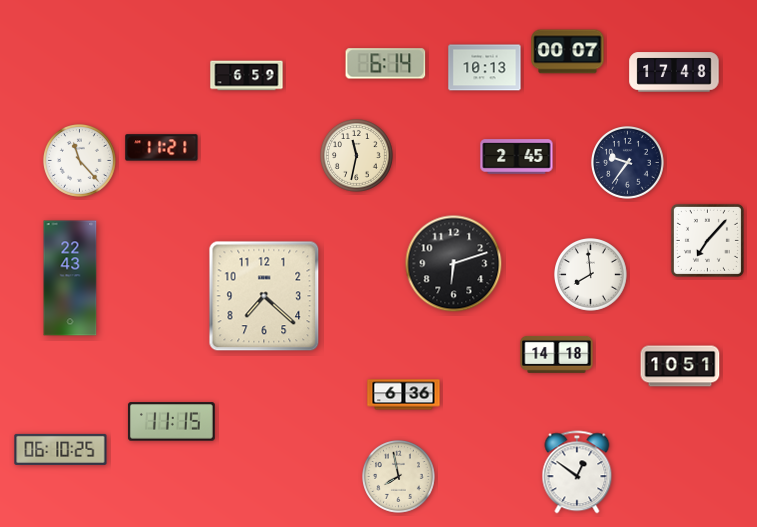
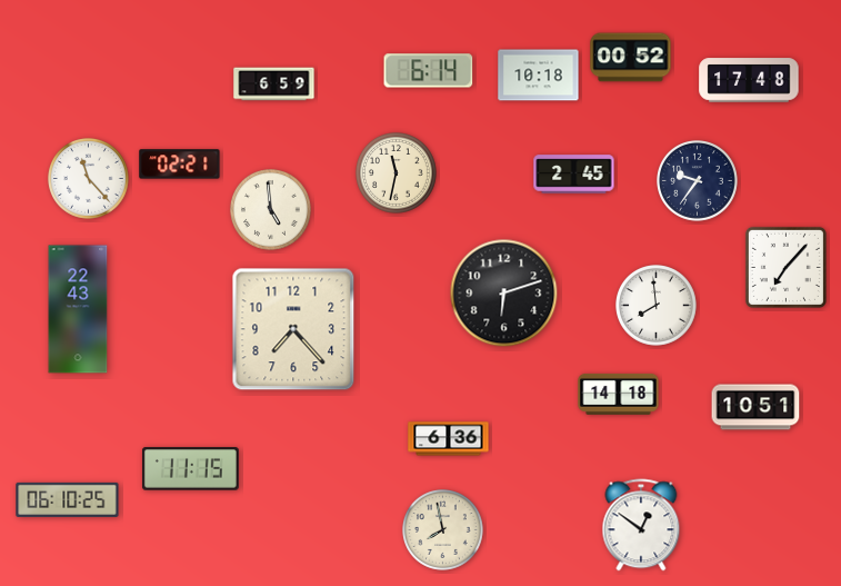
clock at (568, 52): 00:07 -> 00:52
clock at (485, 68): 10:13 -> 10:18
clock at (162, 148): 11:21 -> 02:21
clock at (271, 210): none -> 4:59
clock at (264, 296): 7:22 -> 7:23
